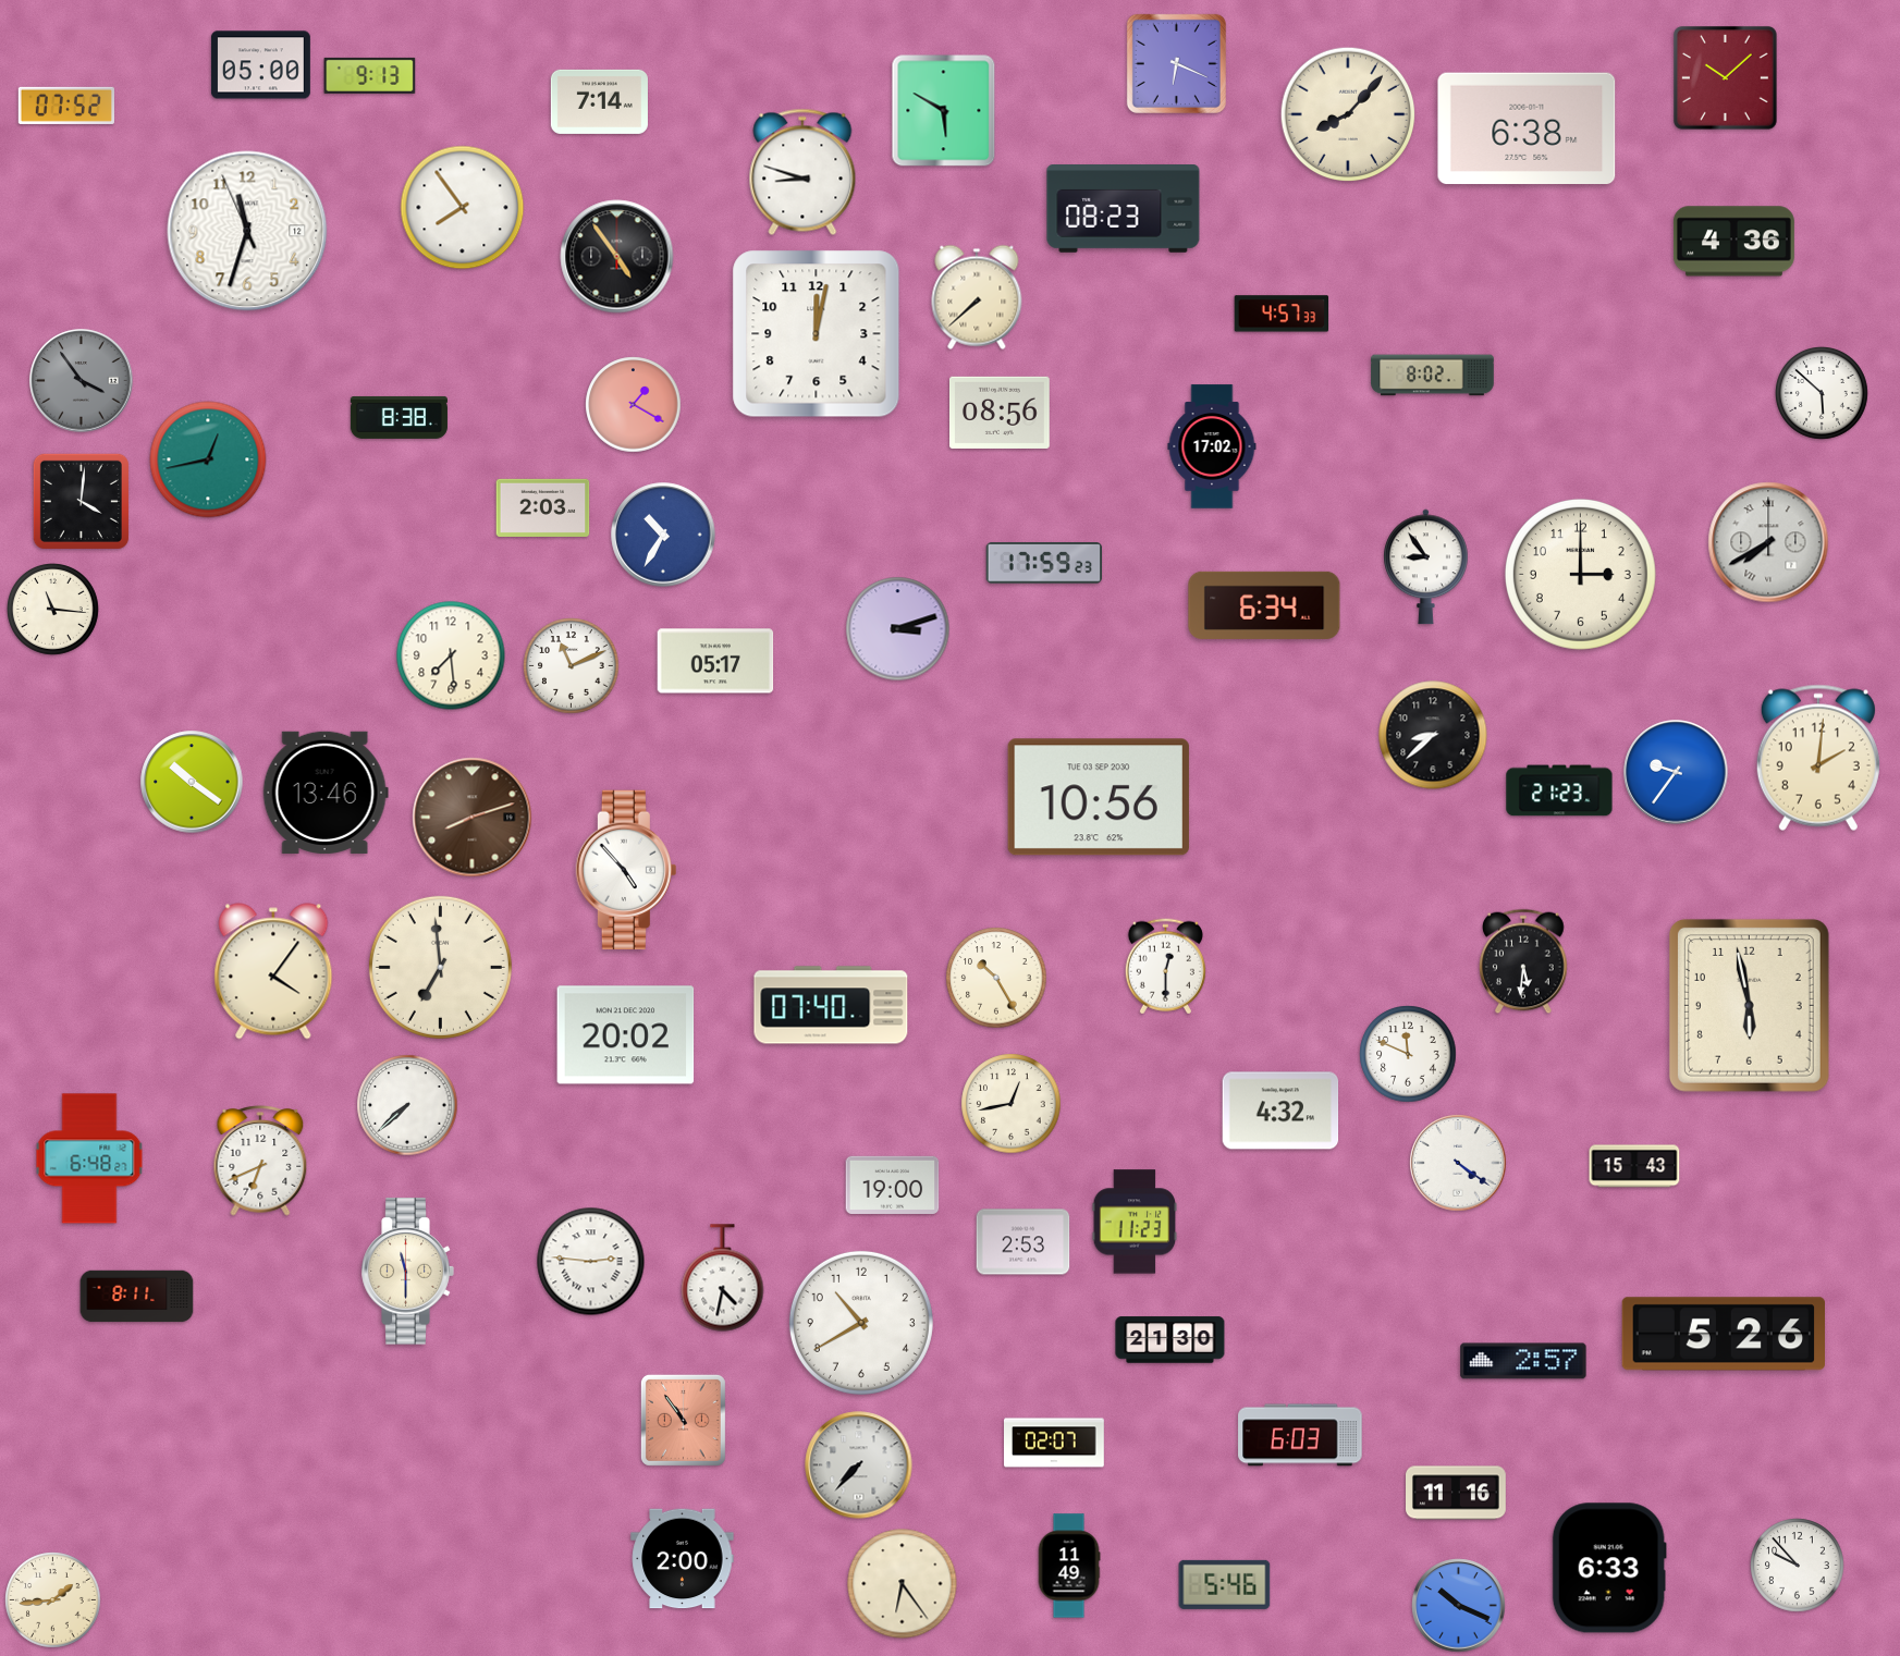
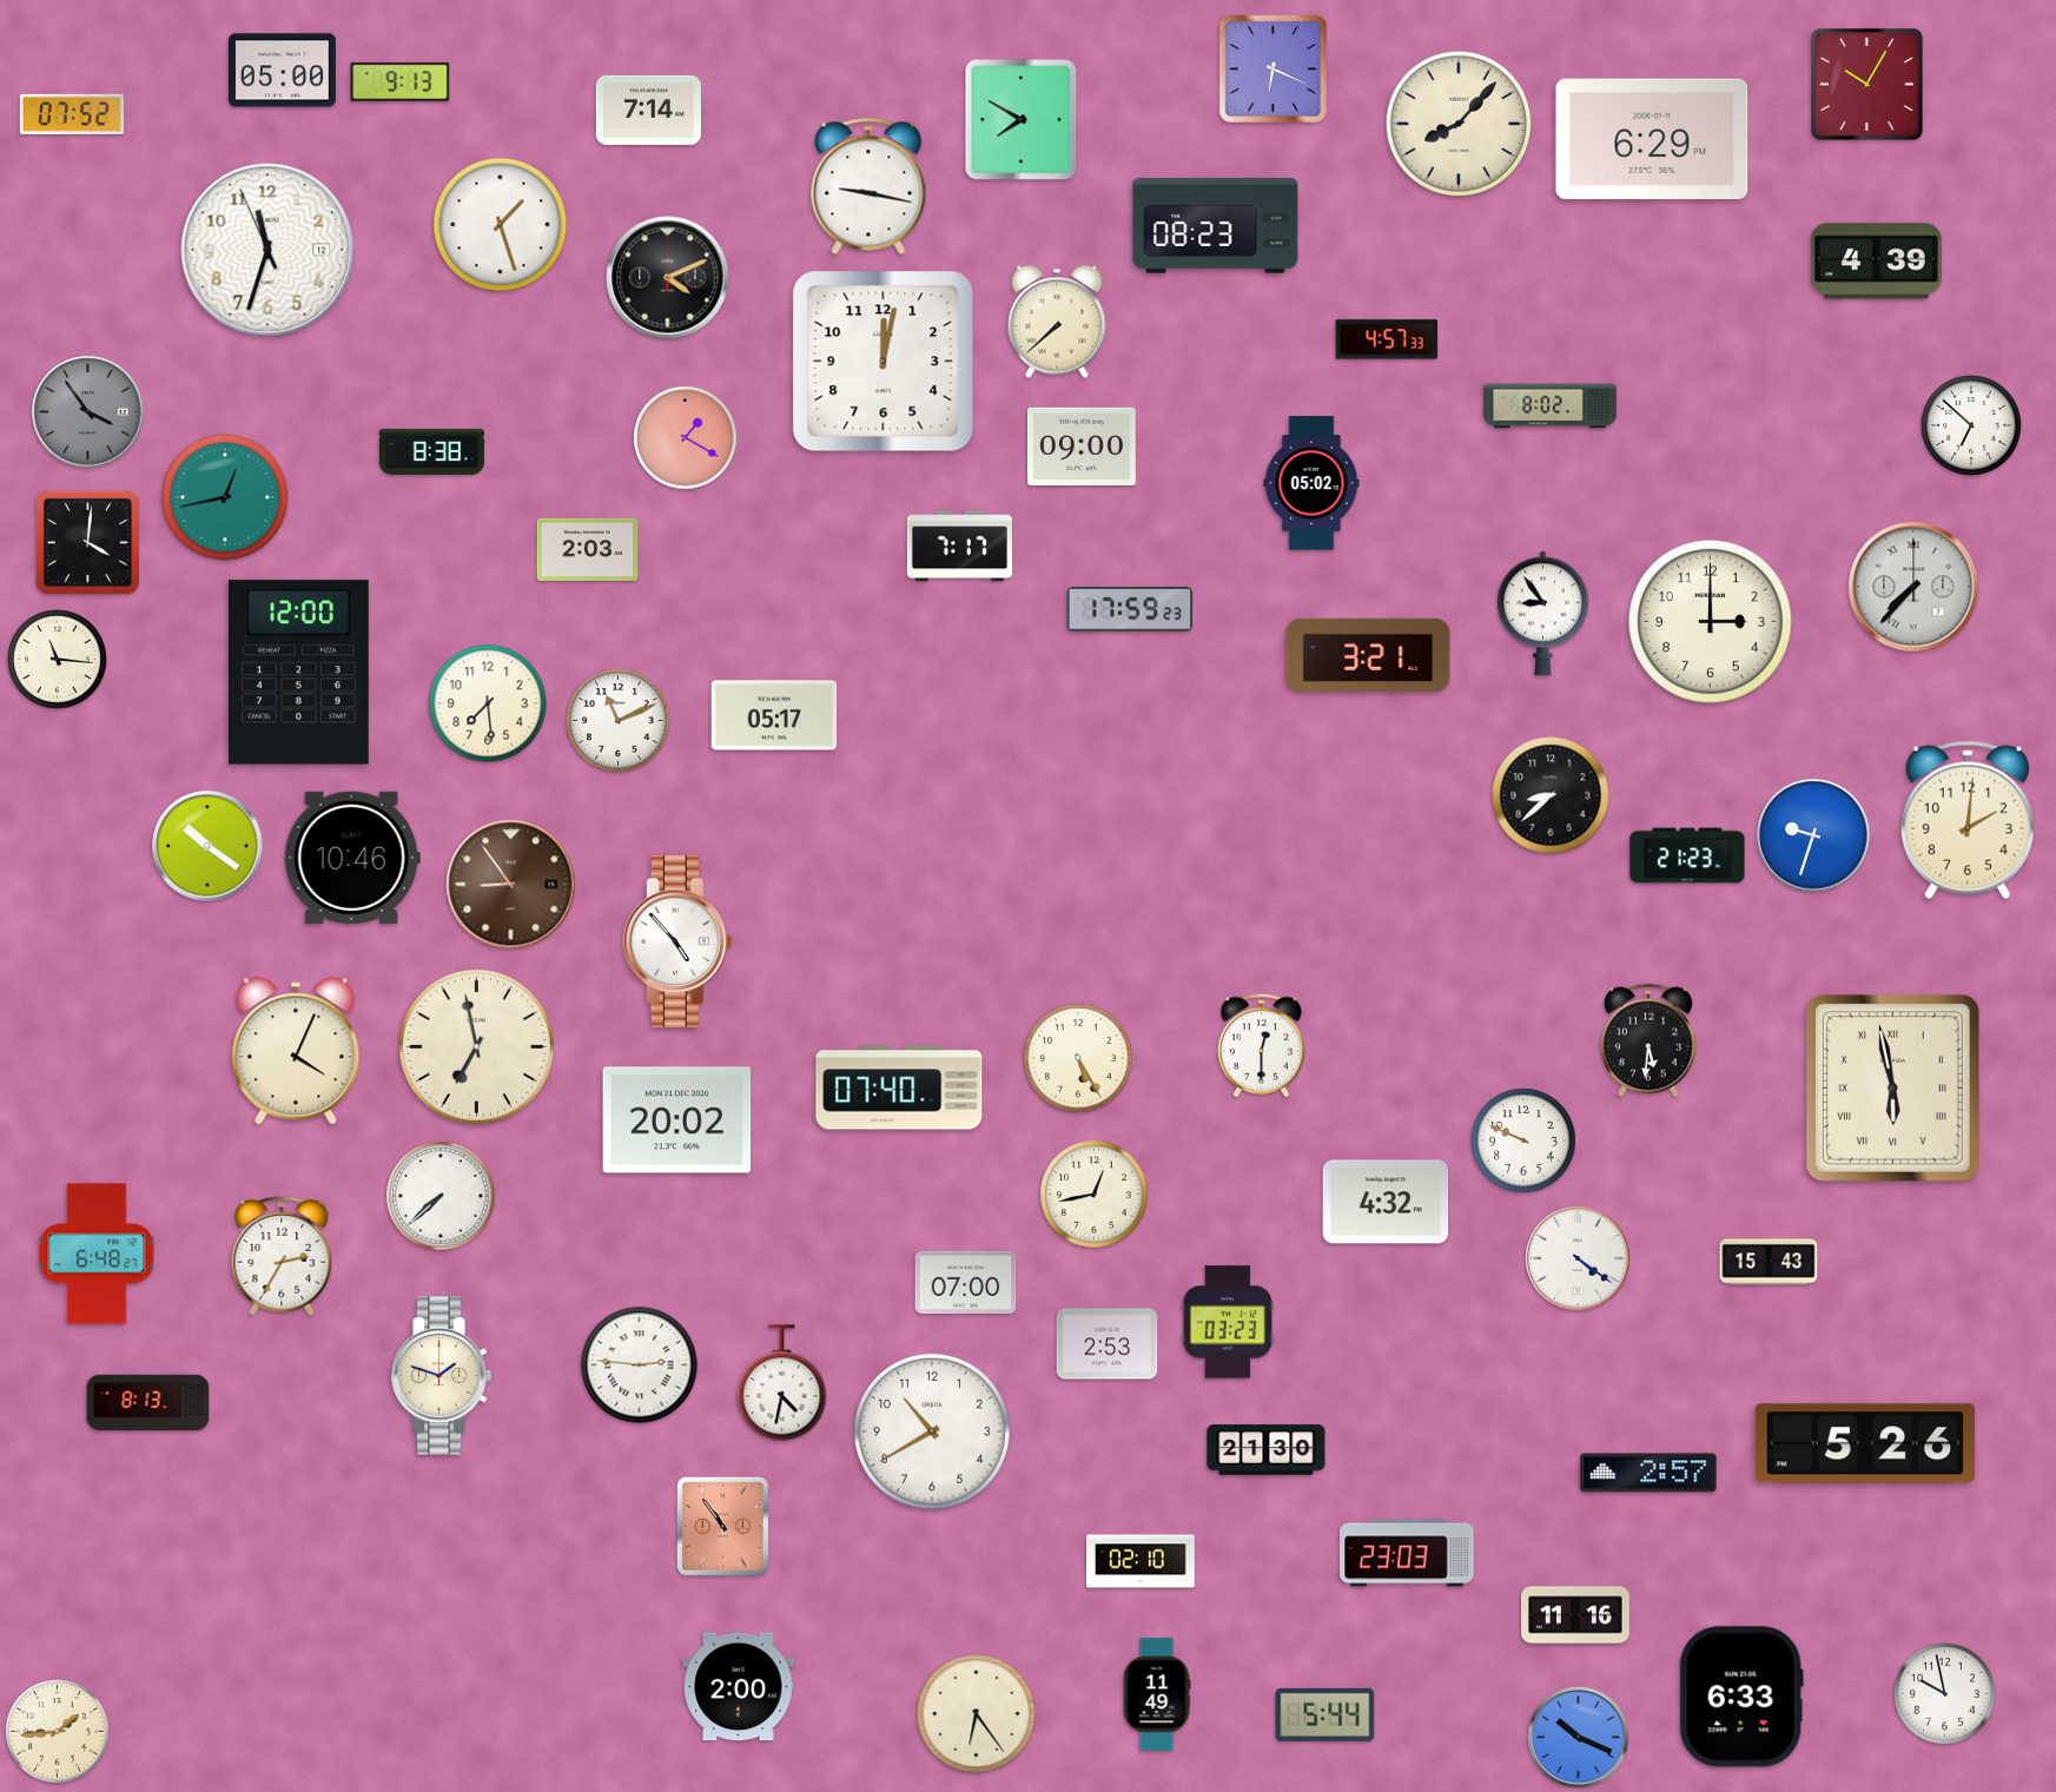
clock at (1726, 78): 10:08 -> 10:05
clock at (944, 111): 5:50 -> 7:50
clock at (1527, 128): 6:38 -> 6:29
clock at (802, 172): 8:48 -> 9:17
clock at (463, 208): 7:54 -> 1:27
clock at (1733, 242): 4:36 -> 4:39
clock at (617, 257): 4:54 -> 4:11
clock at (1823, 394): 5:52 -> 6:52
clock at (1001, 413): 08:56 -> 09:00
clock at (1212, 446): 17:02 -> 05:02
clock at (959, 547): none -> 7:17
clock at (663, 535): 10:35 -> none
clock at (1768, 542): 7:40 -> 7:37
clock at (1264, 605): 6:34 -> 3:21
clock at (298, 673): none -> 12:00
clock at (898, 629): 3:12 -> none
clock at (451, 655) position: (451, 655) -> (488, 703)
clock at (1676, 772): 9:36 -> 9:33
clock at (326, 793): 13:46 -> 10:46
clock at (1099, 797): 10:56 -> none
clock at (473, 818): 8:12 -> 8:54
clock at (440, 967): 6:59 -> 6:58
clock at (273, 971): 4:06 -> 4:04
clock at (996, 978): 10:25 -> 5:25
clock at (1749, 1005) numerals: Arabic -> Roman
clock at (1408, 1054): 11:49 -> 9:49
clock at (260, 1161): 6:41 -> 2:35
clock at (893, 1185): 19:00 -> 07:00
clock at (1135, 1222): 11:23 -> 03:23
clock at (407, 1272): 11:30 -> 1:48
clock at (137, 1297): 8:11 -> 8:13
clock at (683, 1420) position: (683, 1420) -> (722, 1526)
clock at (1300, 1435): 6:03 -> 23:03
clock at (1055, 1443): 02:07 -> 02:10
clock at (859, 1465): 7:37 -> none
clock at (1798, 1566): 9:53 -> 9:58
clock at (1225, 1584): 5:46 -> 5:44
